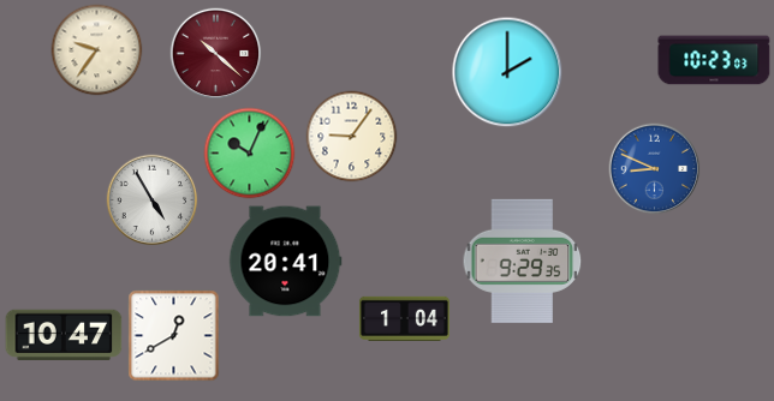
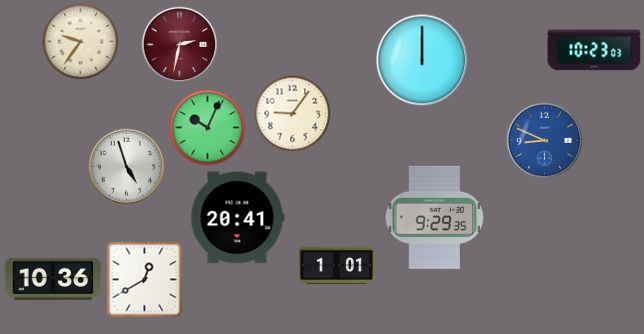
clock at (216, 54): 10:22 -> 2:32
clock at (507, 72): 2:00 -> 12:00
clock at (153, 200): 4:55 -> 4:57
clock at (404, 318): 1:04 -> 1:01
clock at (64, 335): 10:47 -> 10:36
